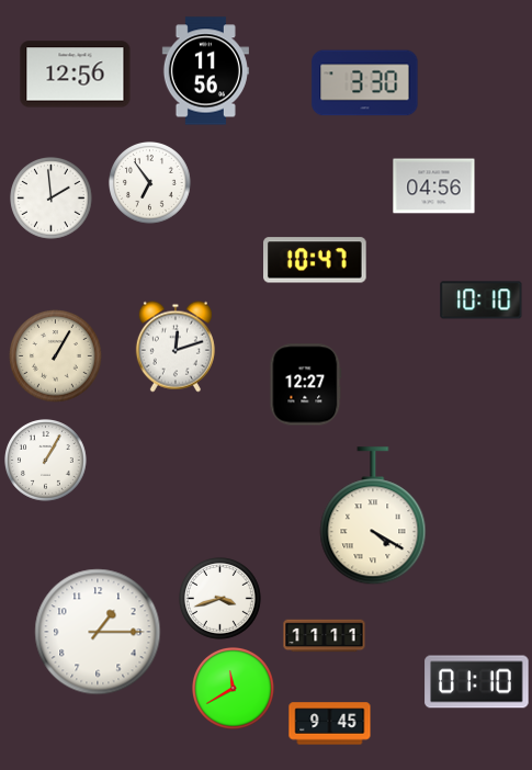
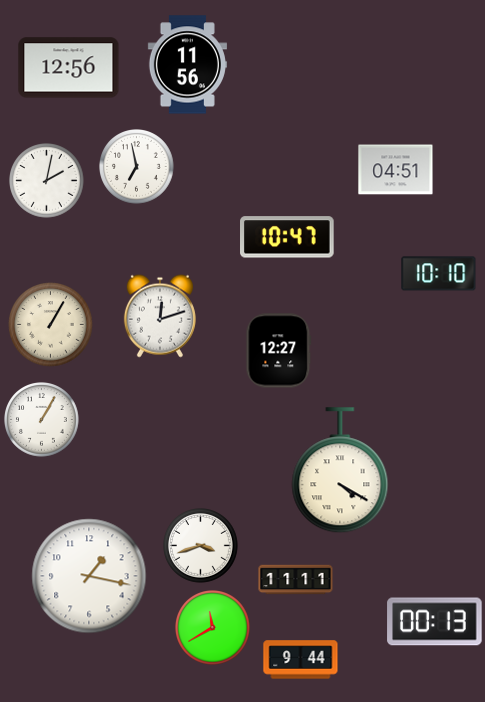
clock at (365, 83): 3:30 -> none
clock at (150, 183): 6:54 -> 6:58
clock at (434, 186): 04:56 -> 04:51
clock at (52, 199): 1:59 -> 2:02
clock at (98, 632): 1:15 -> 1:17
clock at (477, 682): 01:10 -> 00:13
clock at (330, 724): 9:45 -> 9:44
